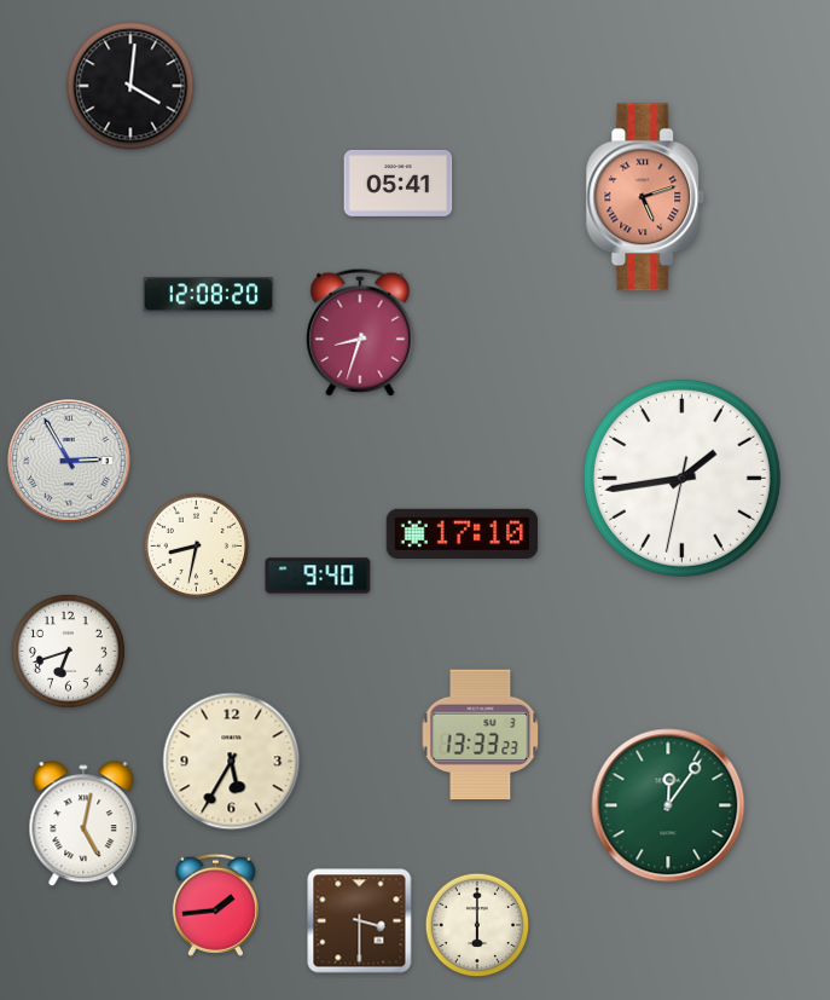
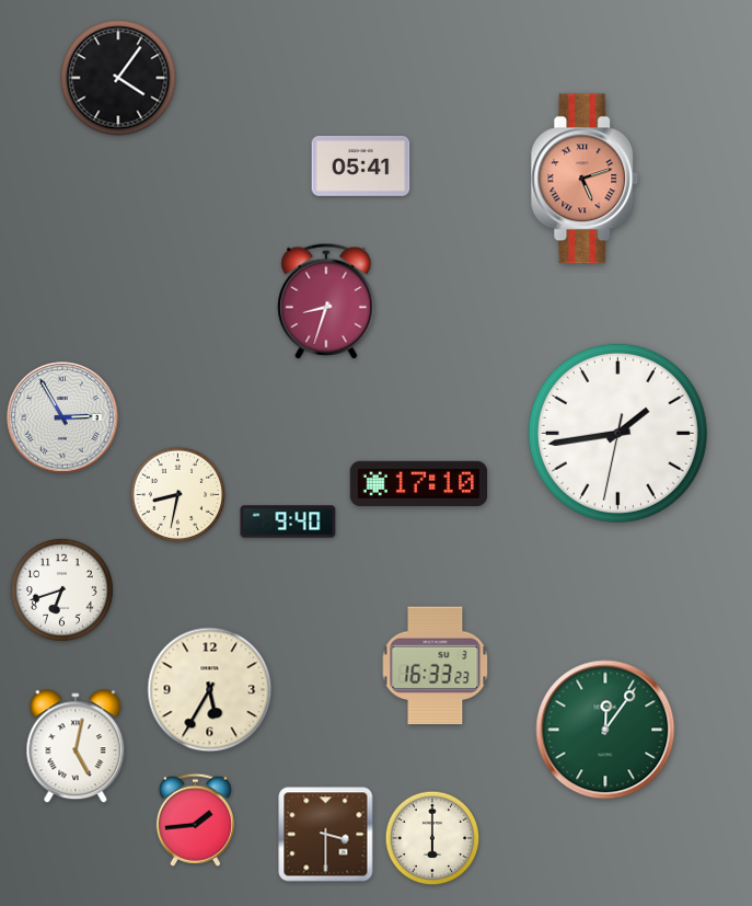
clock at (130, 86): 4:01 -> 4:06
clock at (209, 295): 12:08 -> none
clock at (481, 735): 13:33 -> 16:33
